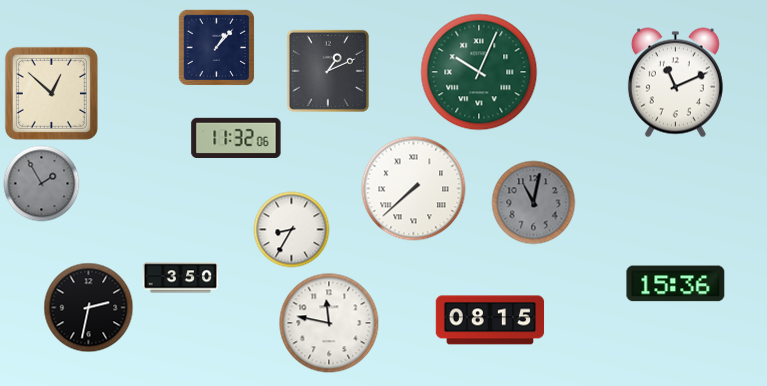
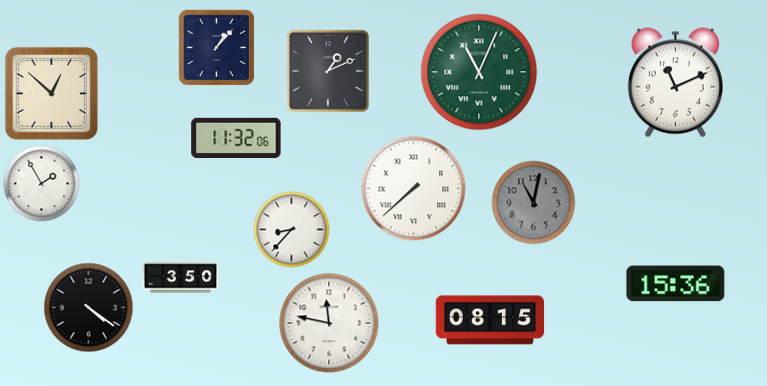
clock at (479, 72): 10:04 -> 11:04
clock at (42, 184) dial: grey -> white
clock at (292, 230): 8:35 -> 8:37
clock at (89, 308): 2:32 -> 4:21
